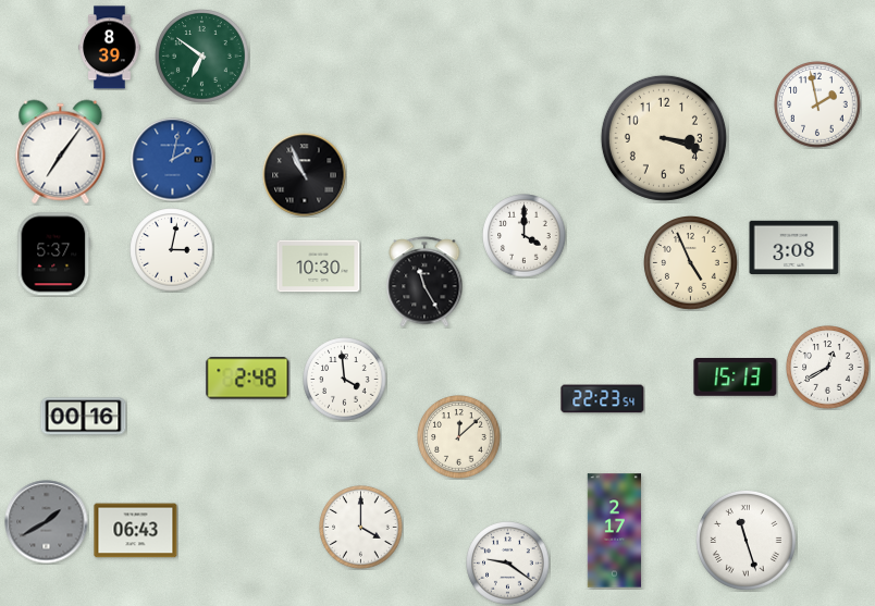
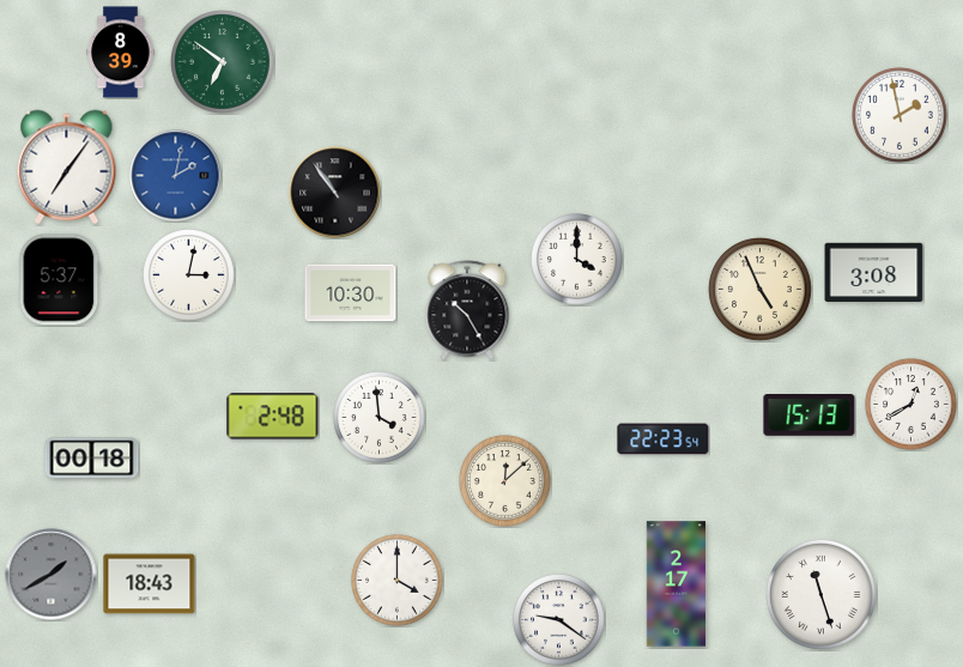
clock at (664, 138): 3:18 -> none
clock at (173, 160) position: (173, 160) -> (176, 176)
clock at (305, 175): 10:56 -> 10:54
clock at (424, 282): 11:25 -> 10:25
clock at (84, 417): 00:16 -> 00:18
clock at (136, 531): 06:43 -> 18:43
